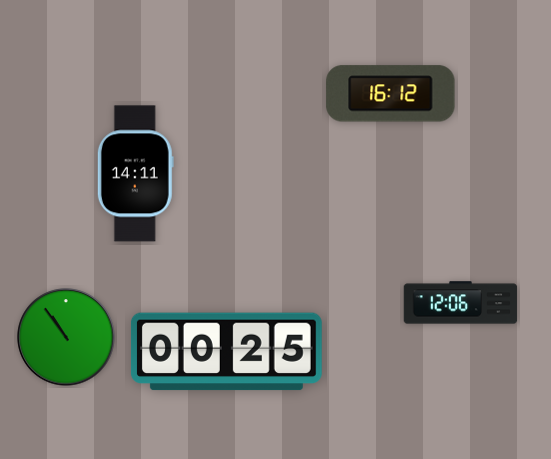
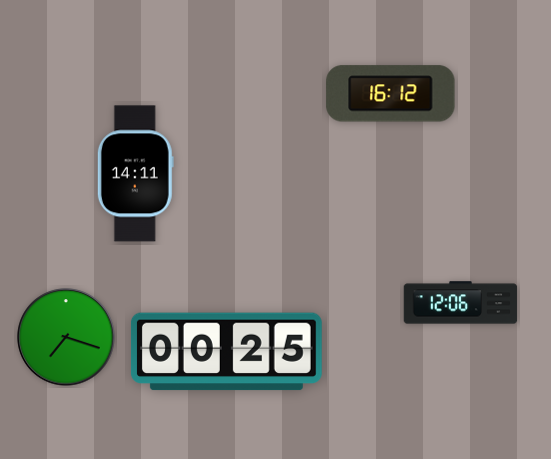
clock at (66, 337): 10:54 -> 7:18
